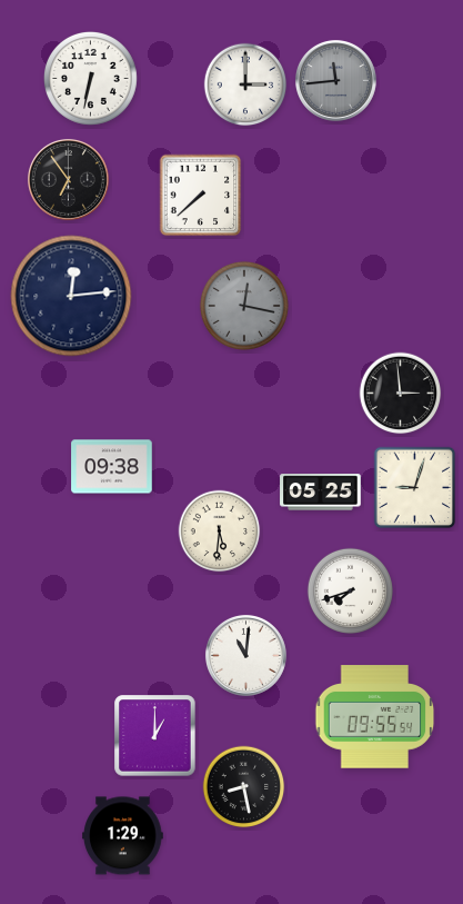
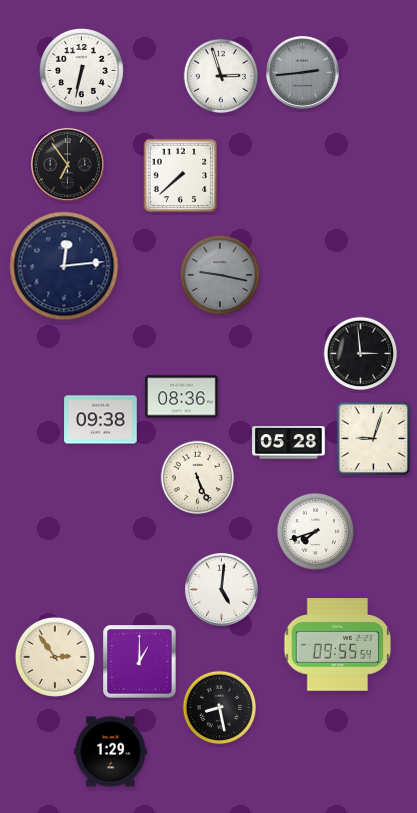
clock at (335, 80): 11:44 -> 2:44
clock at (245, 85): 3:00 -> 2:57
clock at (68, 179) position: (68, 179) -> (67, 164)
clock at (244, 306): 12:17 -> 9:17
clock at (182, 397): none -> 08:36
clock at (321, 493): 05:25 -> 05:28
clock at (220, 532): 5:31 -> 5:26
clock at (245, 655): 11:01 -> 5:01
clock at (55, 657): none -> 2:54
